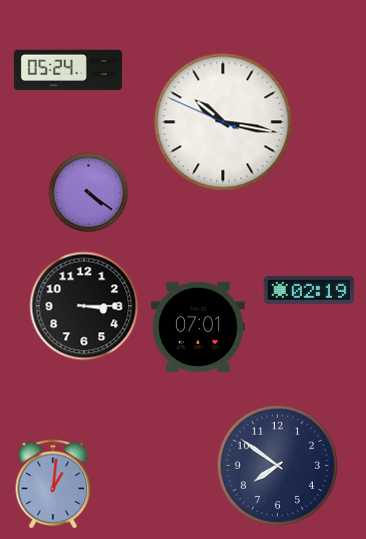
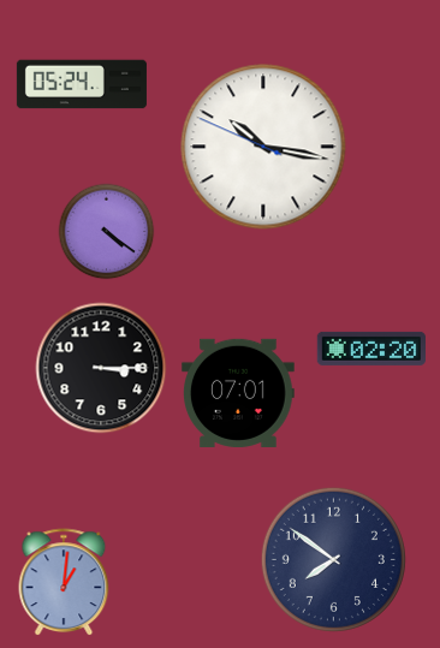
clock at (223, 122) position: (223, 122) -> (263, 147)
clock at (308, 290): 02:19 -> 02:20
